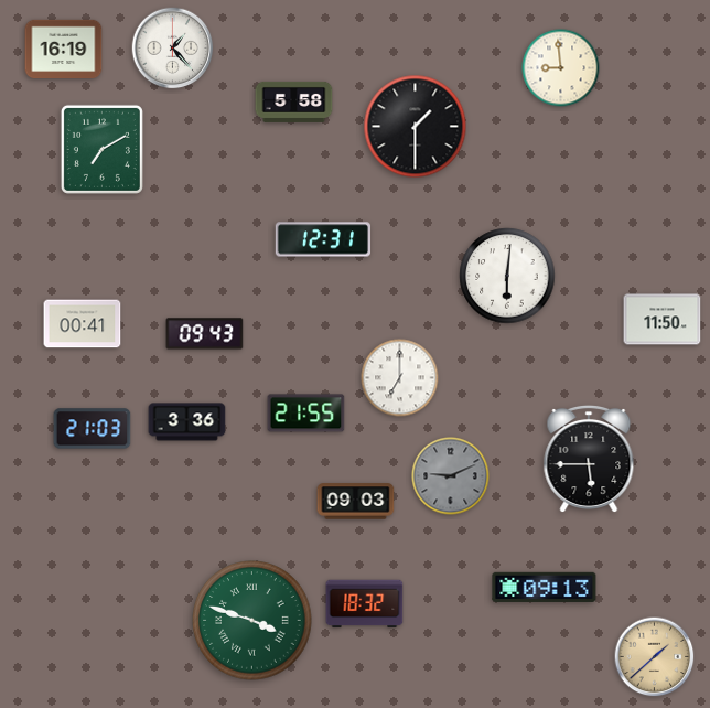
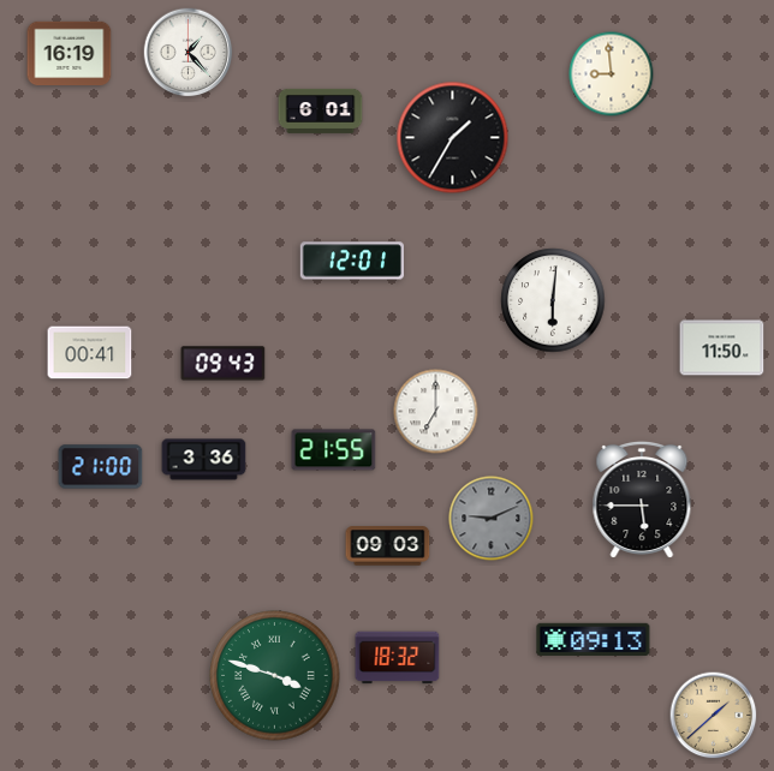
clock at (294, 101): 5:58 -> 6:01
clock at (416, 127): 1:30 -> 1:35
clock at (101, 149): 7:10 -> none
clock at (322, 239): 12:31 -> 12:01
clock at (93, 429): 21:03 -> 21:00
